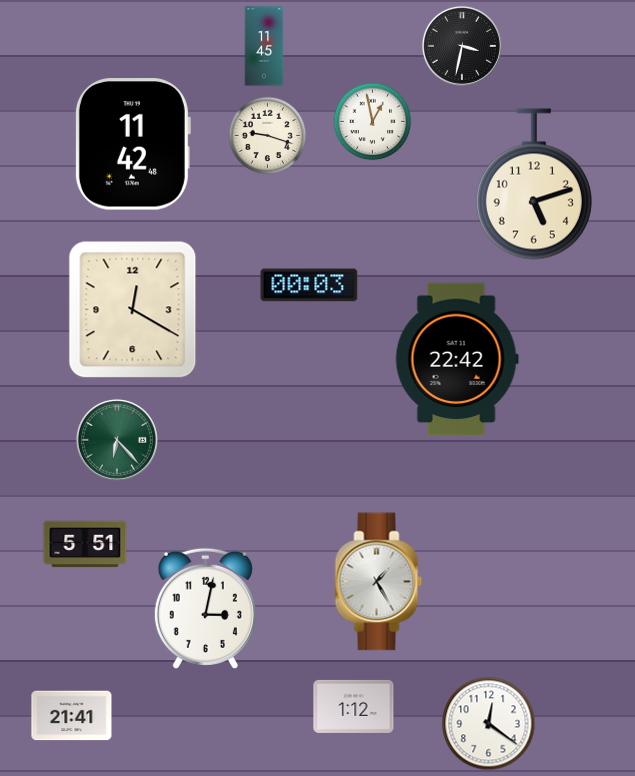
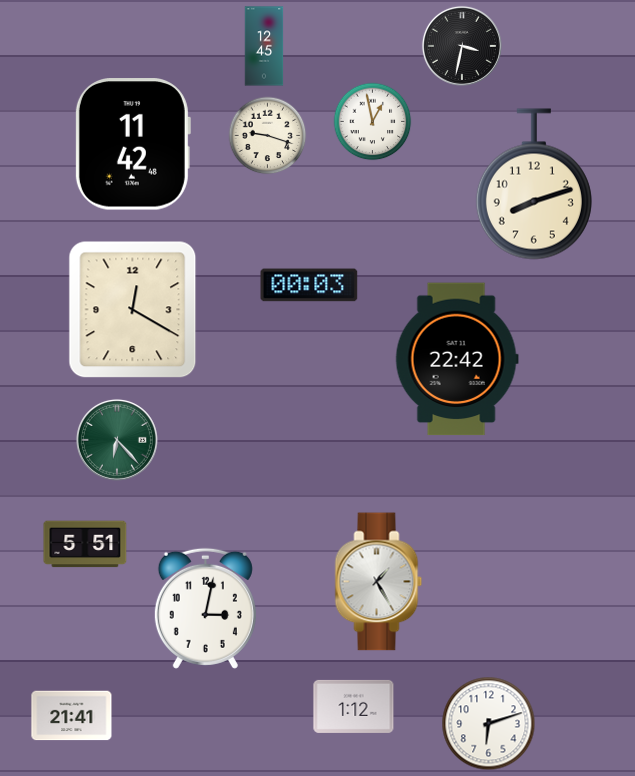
clock at (264, 46): 11:45 -> 12:45
clock at (534, 184): 5:12 -> 8:12
clock at (489, 724): 12:21 -> 6:12
